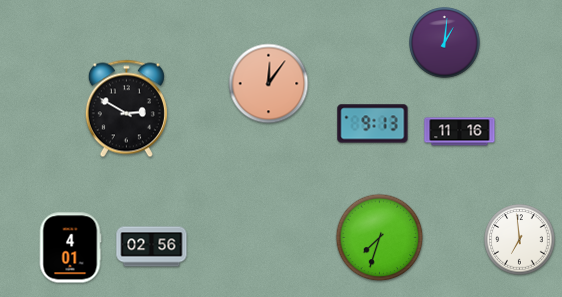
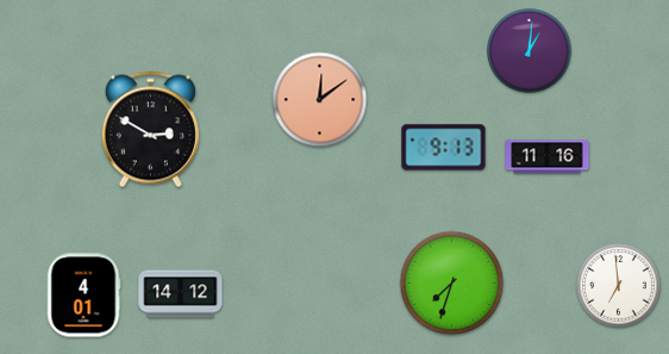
clock at (269, 84): 12:06 -> 12:09
clock at (152, 247): 02:56 -> 14:12
